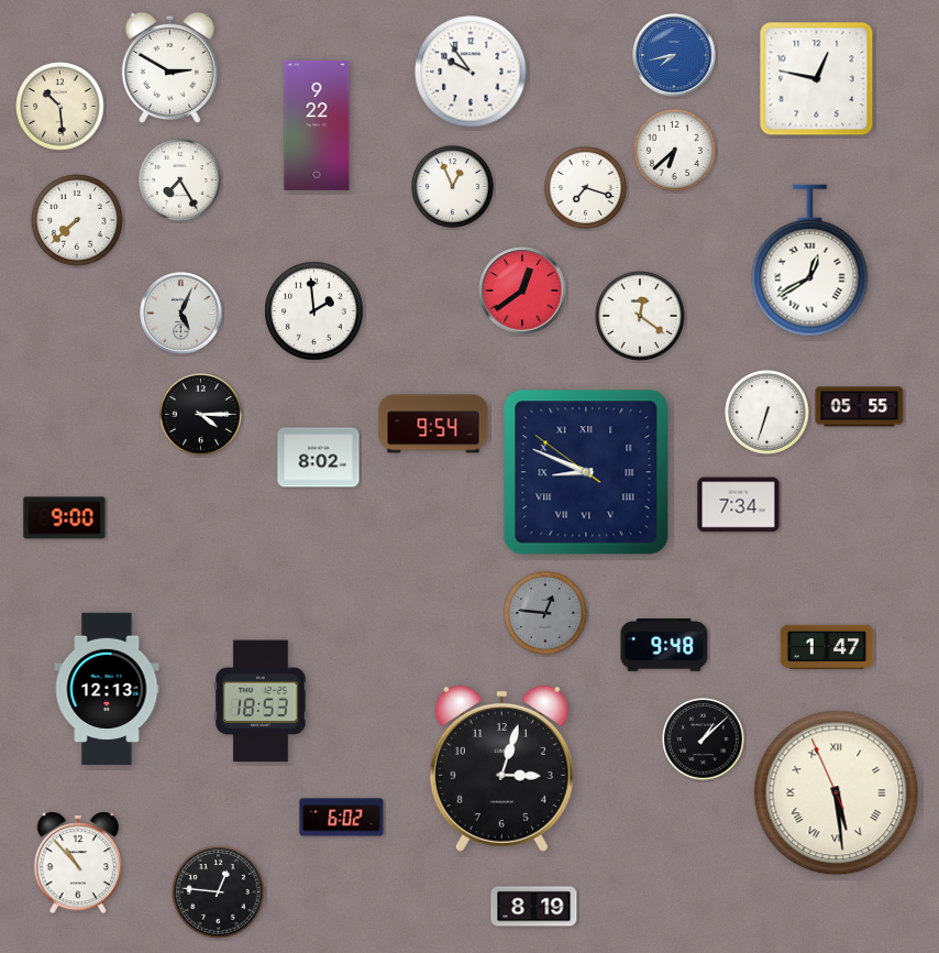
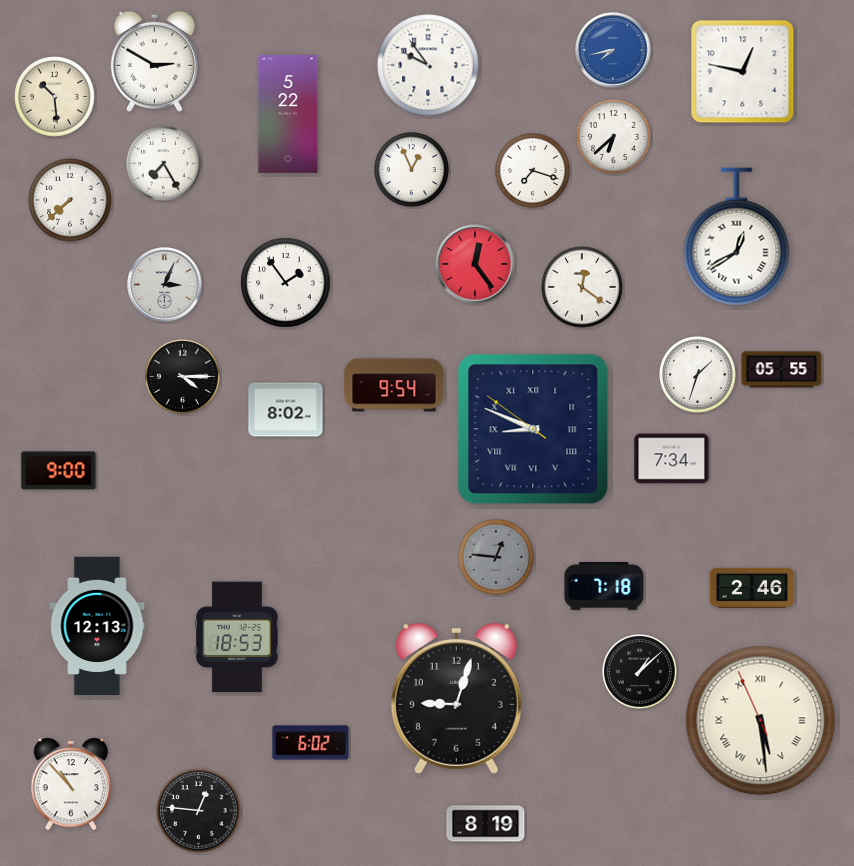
clock at (317, 125): 9:22 -> 5:22
clock at (522, 291): 12:39 -> 12:24
clock at (314, 311): 1:59 -> 1:54
clock at (181, 314): 5:04 -> 3:04
clock at (767, 413): 6:33 -> 1:33
clock at (319, 458) position: (319, 458) -> (286, 410)
clock at (664, 646): 9:48 -> 7:18
clock at (827, 647): 1:47 -> 2:46
clock at (501, 768): 3:03 -> 9:03
